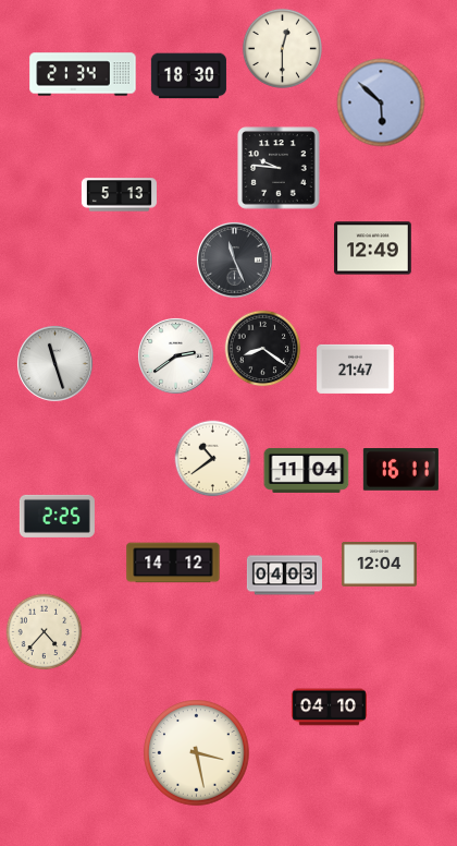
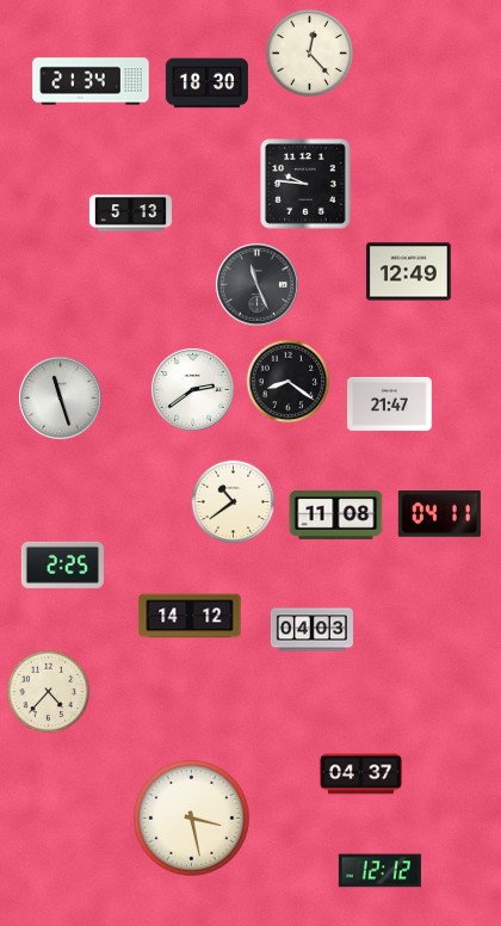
clock at (282, 48): 12:30 -> 12:23
clock at (381, 102): 5:52 -> none
clock at (307, 470): 11:04 -> 11:08
clock at (400, 470): 16:11 -> 04:11
clock at (379, 565): 12:04 -> none
clock at (329, 708): 04:10 -> 04:37
clock at (197, 753) position: (197, 753) -> (192, 819)
clock at (379, 871): none -> 12:12
